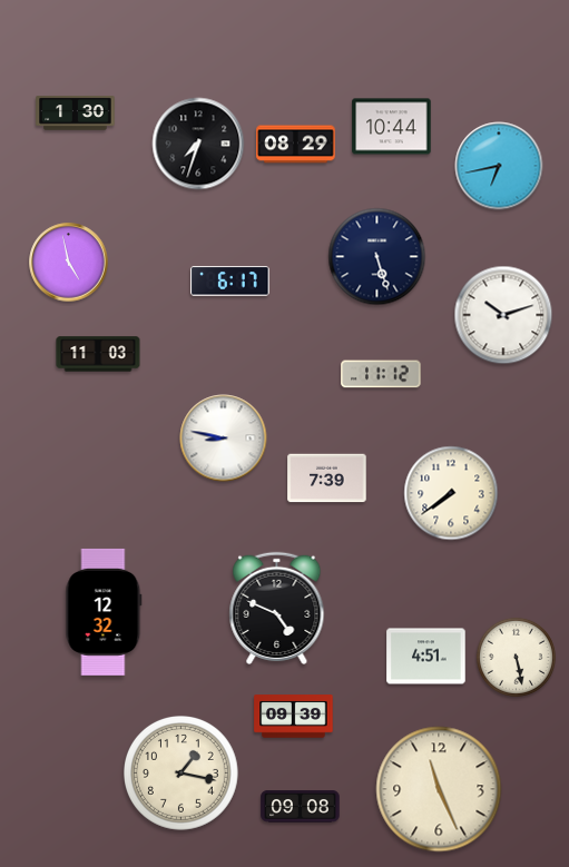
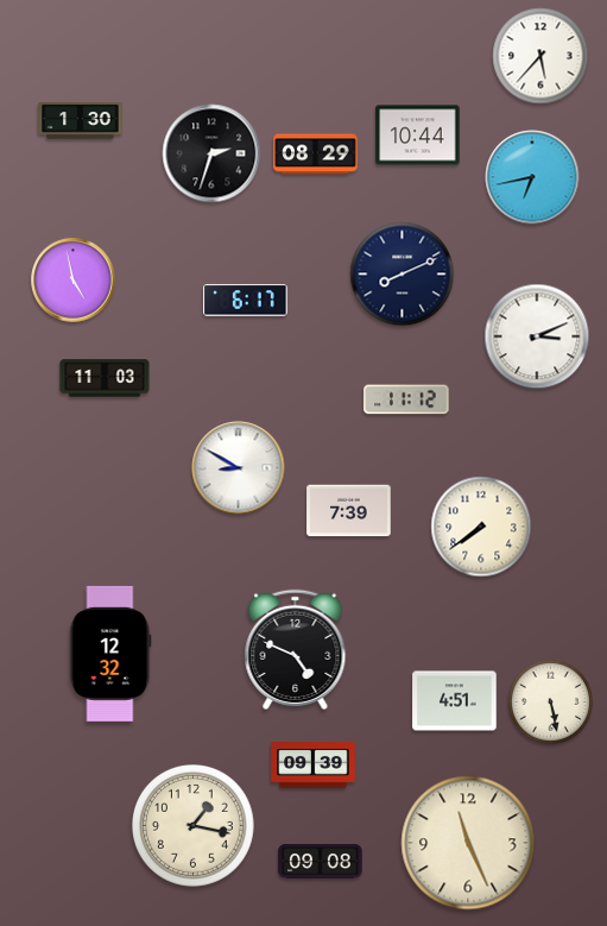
clock at (540, 56): none -> 5:37
clock at (198, 144): 7:33 -> 2:33
clock at (377, 257): 5:27 -> 8:11
clock at (503, 315): 10:12 -> 3:11
clock at (224, 439): 8:47 -> 8:50
